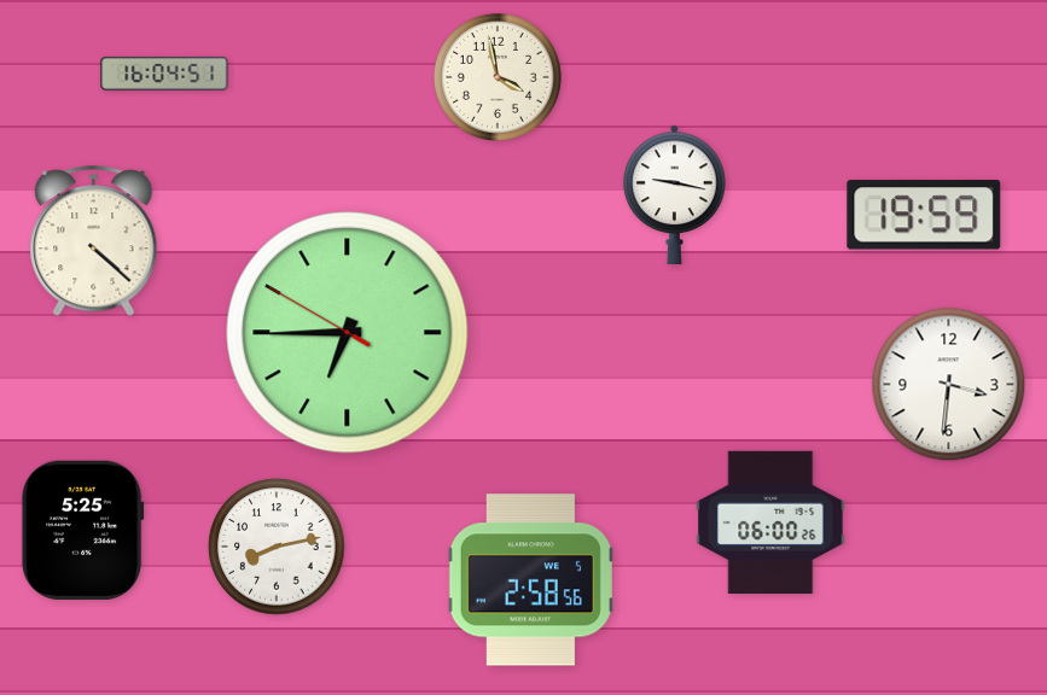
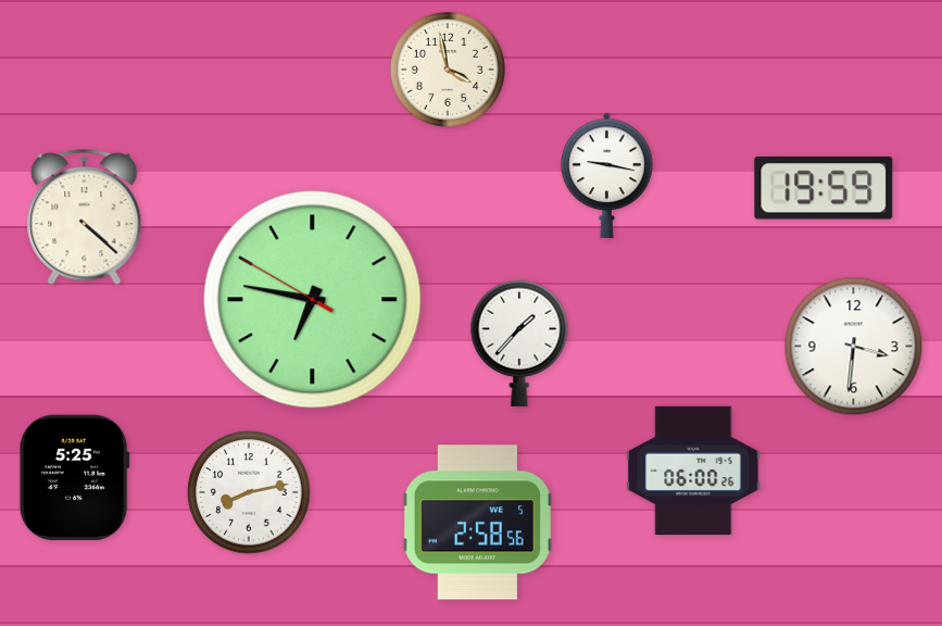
clock at (164, 74): 16:04 -> none
clock at (924, 215) position: (924, 215) -> (824, 188)
clock at (348, 333): 6:44 -> 6:46
clock at (519, 343): none -> 1:37
